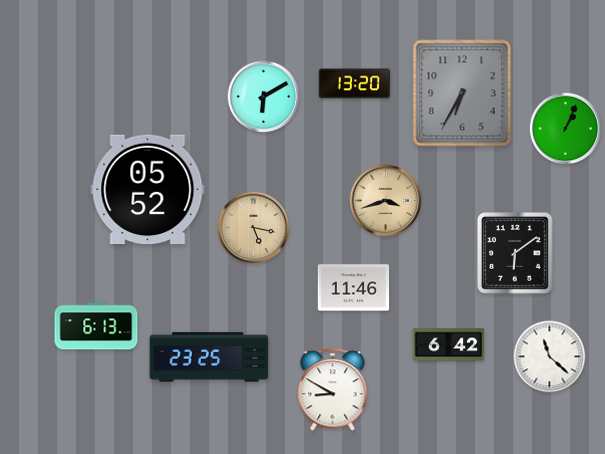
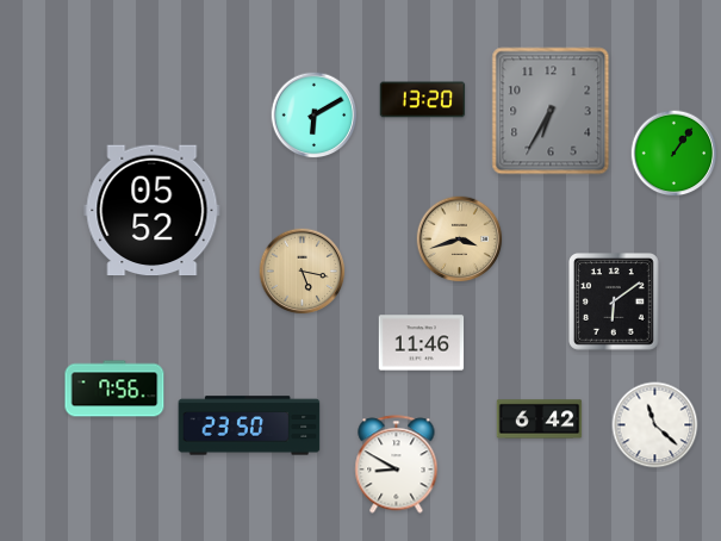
clock at (566, 129): 1:04 -> 1:06
clock at (148, 190) position: (148, 190) -> (153, 211)
clock at (96, 326): 6:13 -> 7:56
clock at (449, 345) position: (449, 345) -> (540, 419)
clock at (209, 357): 23:25 -> 23:50
